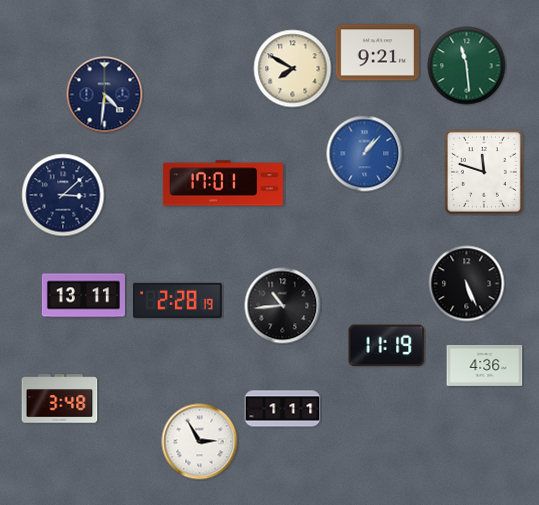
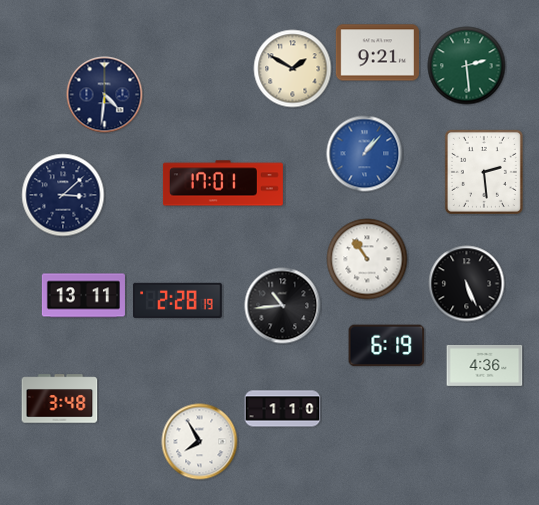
clock at (467, 66): 11:29 -> 2:29
clock at (293, 69): 7:50 -> 1:50
clock at (484, 172): 11:48 -> 2:29
clock at (367, 259): none -> 10:54
clock at (387, 346): 11:19 -> 6:19
clock at (283, 409): 1:11 -> 1:10
clock at (200, 442): 2:55 -> 7:55
